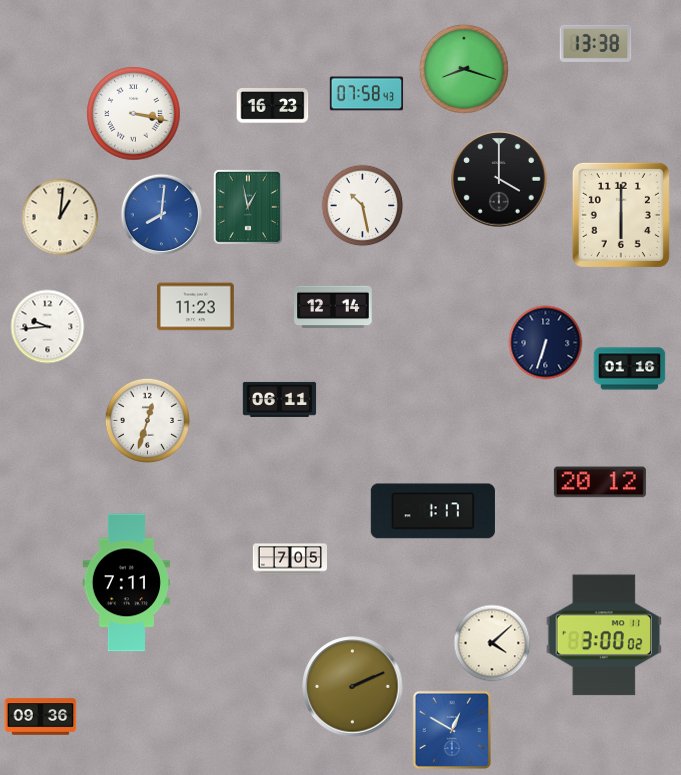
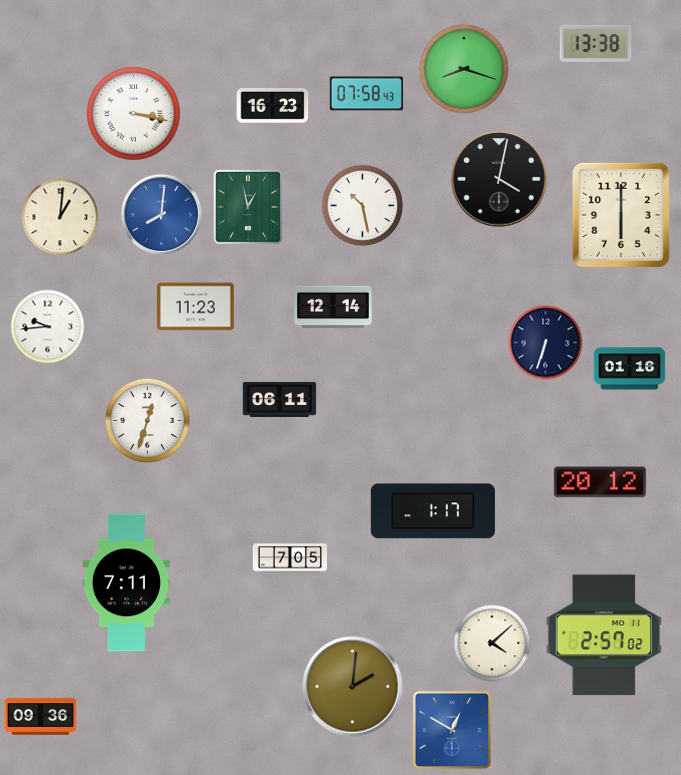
clock at (499, 179): 4:00 -> 4:02
clock at (603, 635): 3:00 -> 2:57
clock at (353, 687): 2:11 -> 2:01
